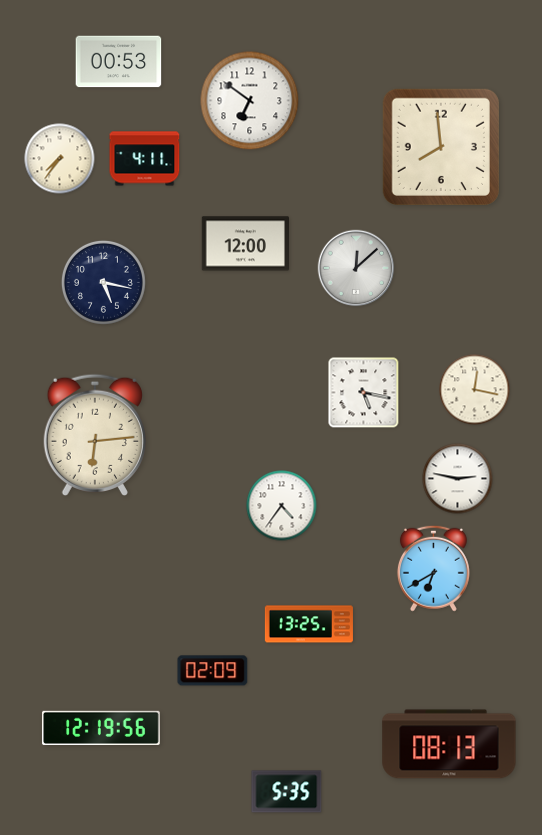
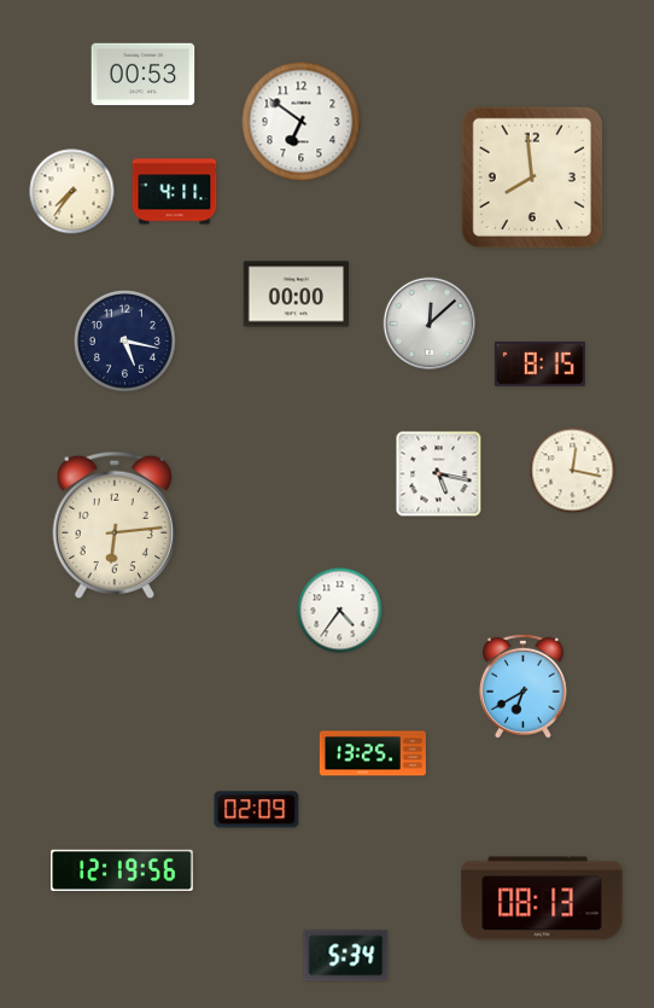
clock at (245, 244): 12:00 -> 00:00
clock at (539, 363): none -> 8:15
clock at (458, 479): 2:47 -> none
clock at (101, 727) position: (101, 727) -> (122, 869)
clock at (287, 792): 5:35 -> 5:34
